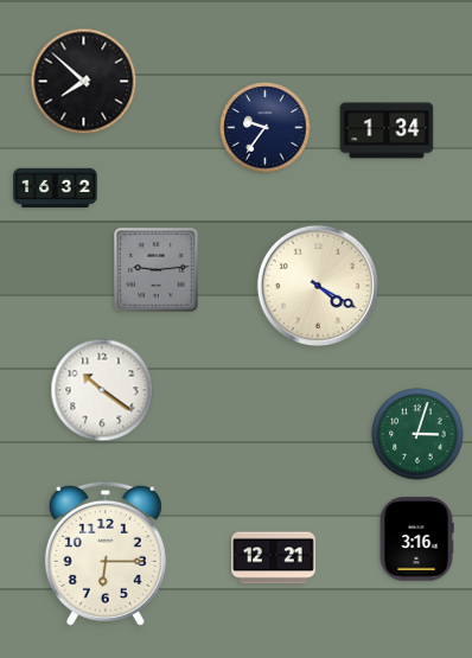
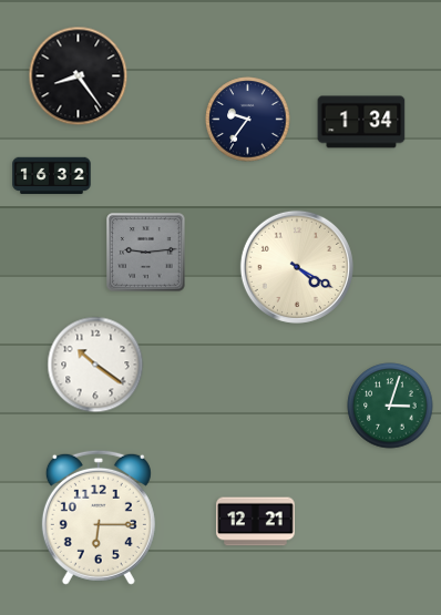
clock at (84, 82): 7:52 -> 8:24
clock at (416, 539): 3:16 -> none
